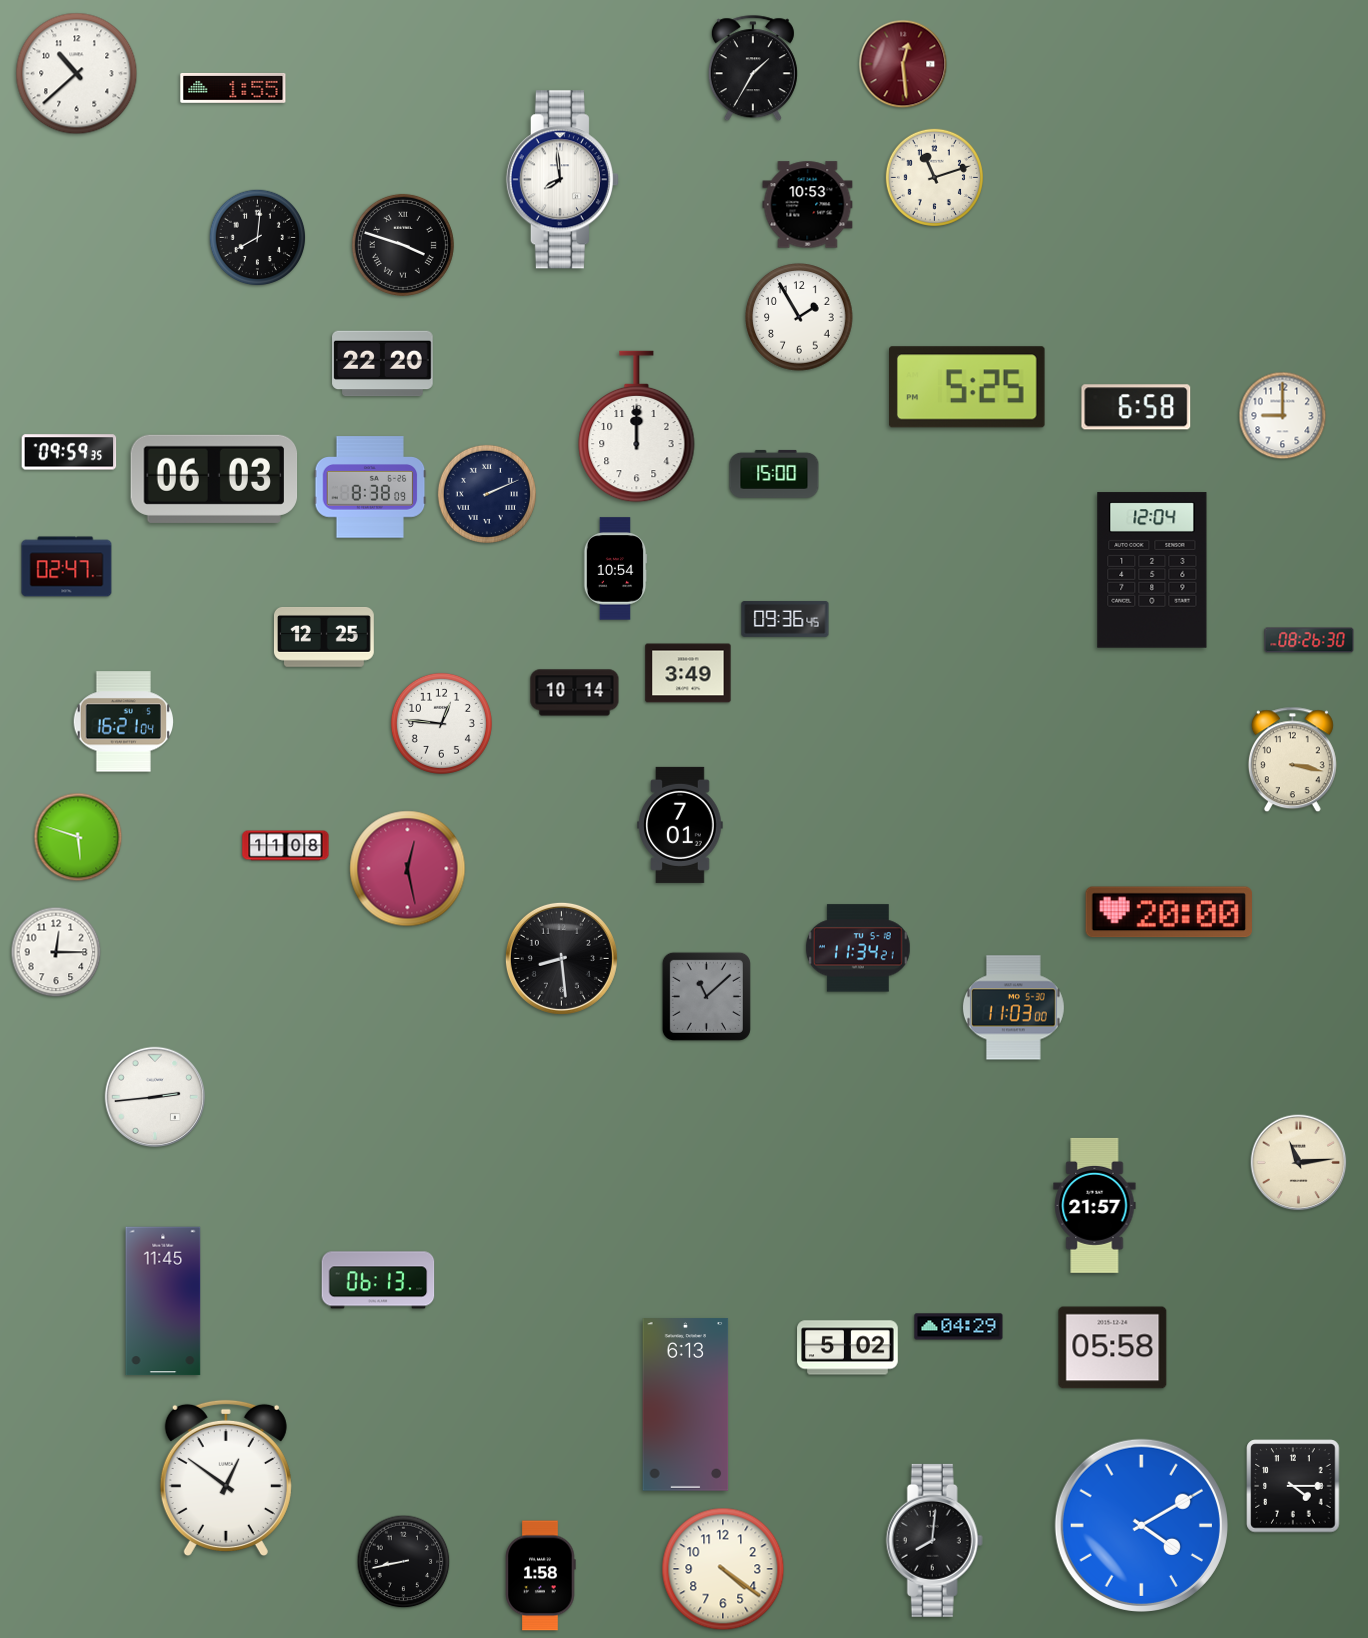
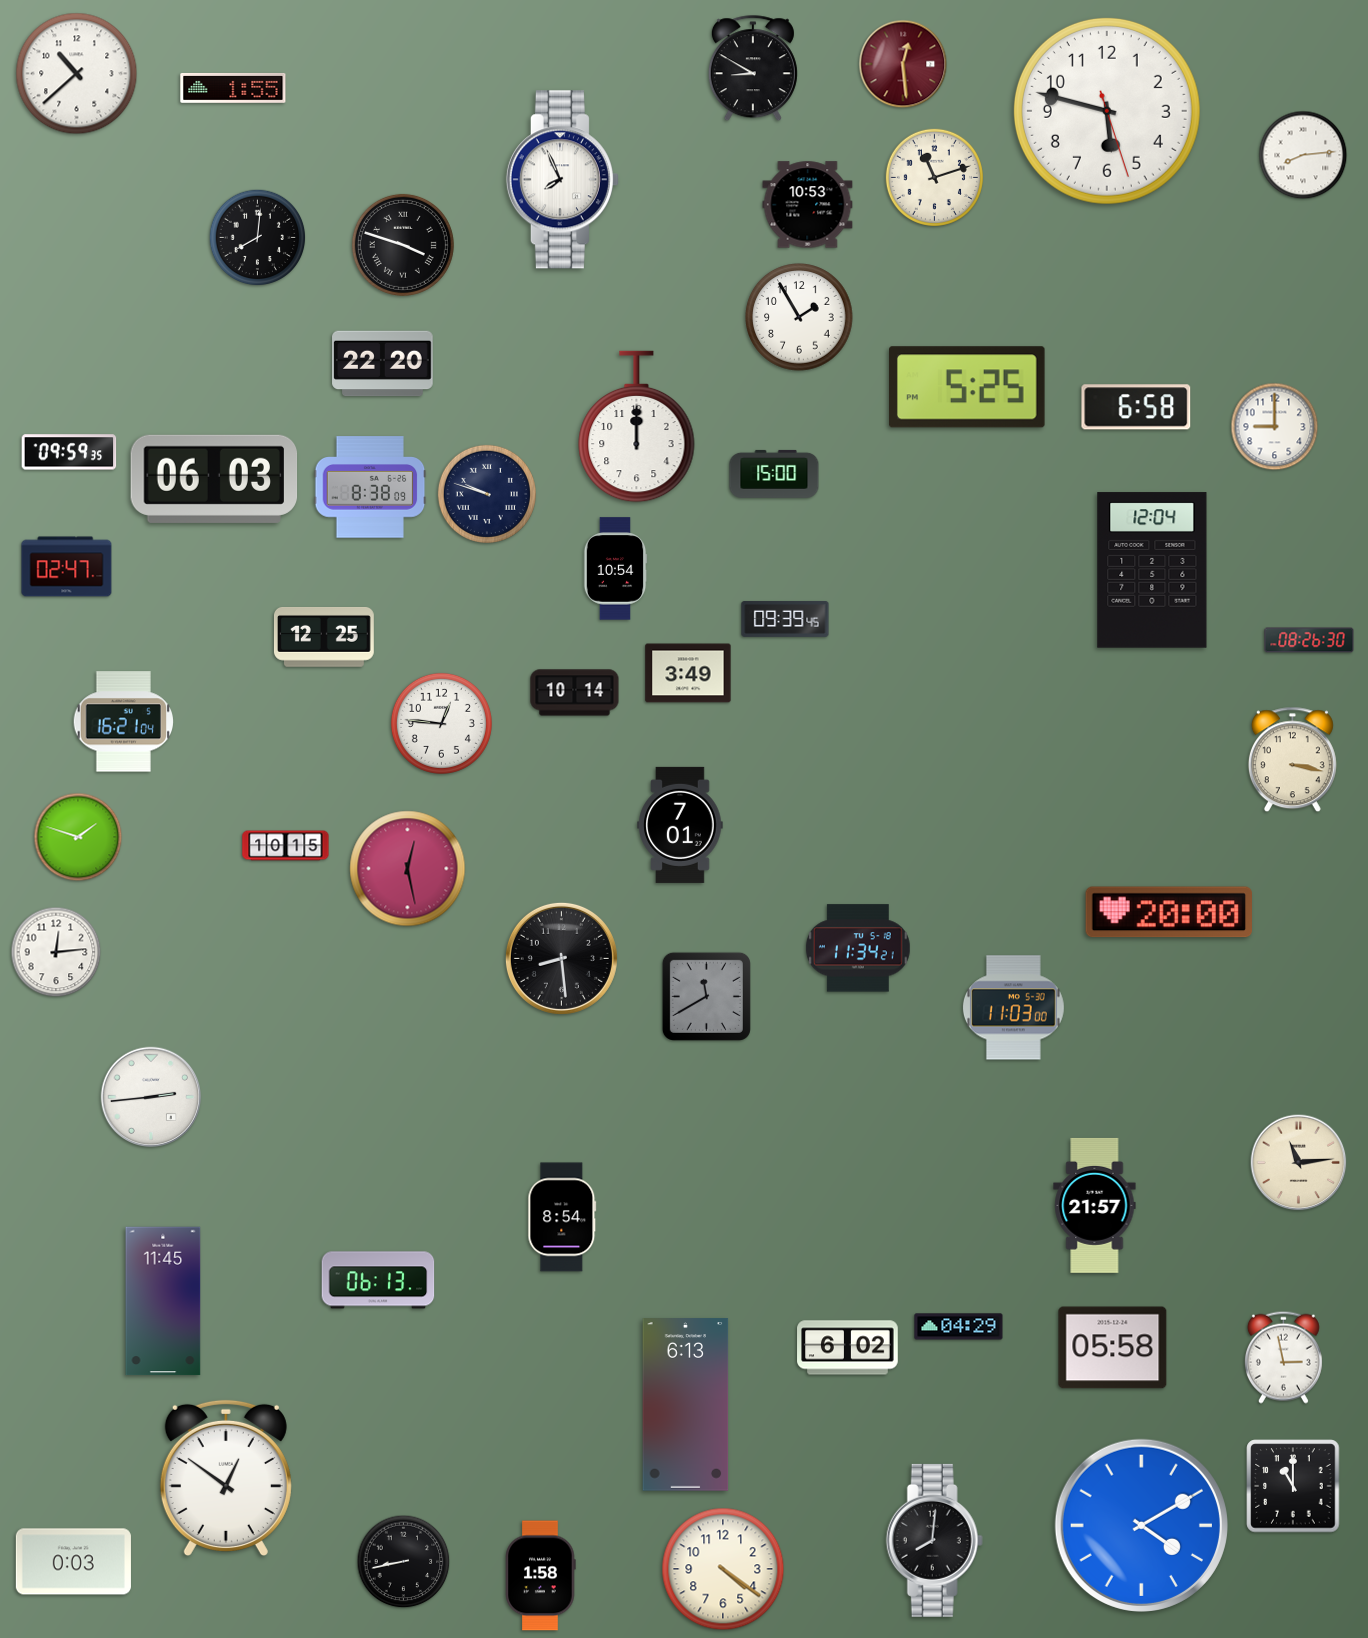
clock at (753, 69): 1:35 -> 8:50
clock at (1107, 111): none -> 5:47
clock at (1303, 155): none -> 8:14
clock at (562, 180): 7:59 -> 7:56
clock at (1283, 416) position: (1283, 416) -> (1275, 427)
clock at (487, 494): 2:11 -> 9:48
clock at (785, 619): 09:36 -> 09:39
clock at (78, 837): 5:48 -> 1:48
clock at (286, 846): 11:08 -> 10:15
clock at (56, 952): 12:15 -> 12:14
clock at (706, 996): 11:08 -> 11:40
clock at (155, 1097) position: (155, 1097) -> (151, 1097)
clock at (562, 1217): none -> 8:54
clock at (848, 1348): 5:02 -> 6:02
clock at (1283, 1357): none -> 2:58
clock at (1293, 1486): 4:15 -> 11:00
clock at (73, 1562): none -> 0:03
